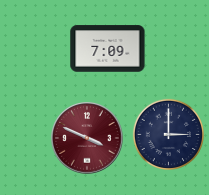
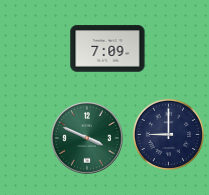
clock at (169, 135): 3:00 -> 9:00
clock at (87, 138) dial: burgundy -> green
